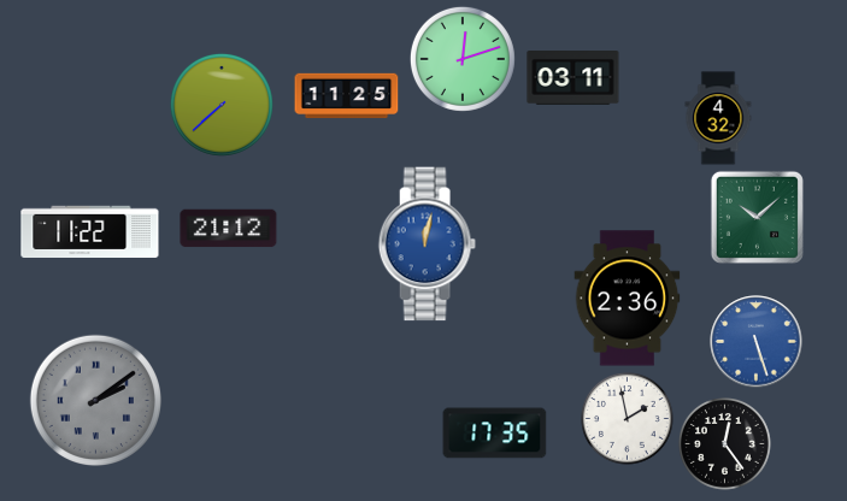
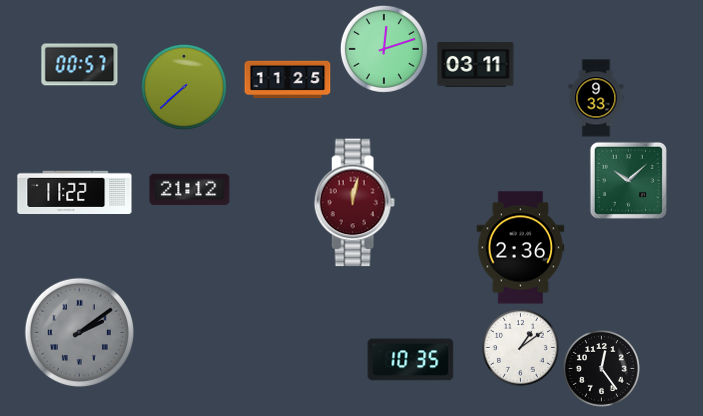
clock at (80, 65): none -> 00:57
clock at (718, 118): 4:32 -> 9:33
clock at (427, 244) dial: blue -> burgundy
clock at (757, 342): 5:27 -> none
clock at (628, 419): 1:58 -> 1:09
clock at (495, 434): 17:35 -> 10:35
